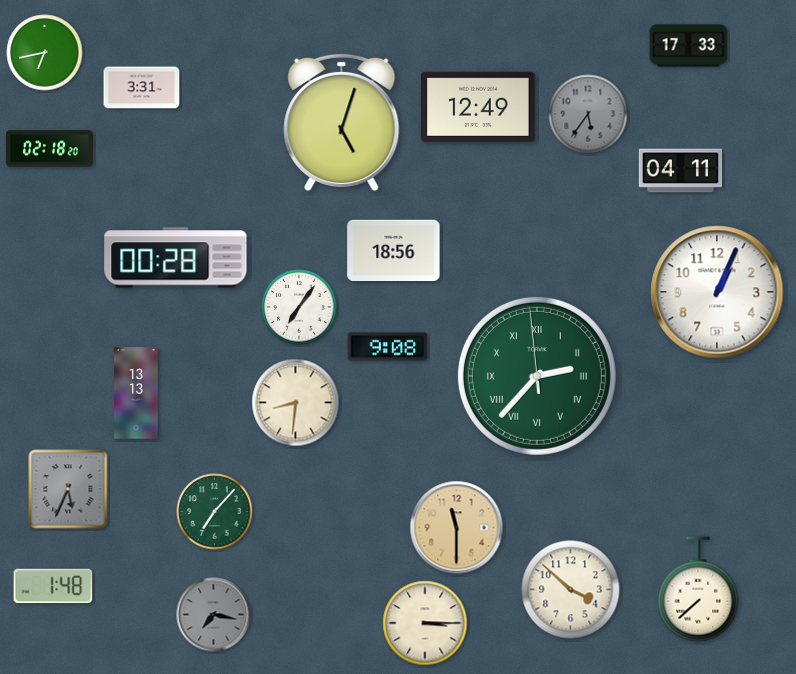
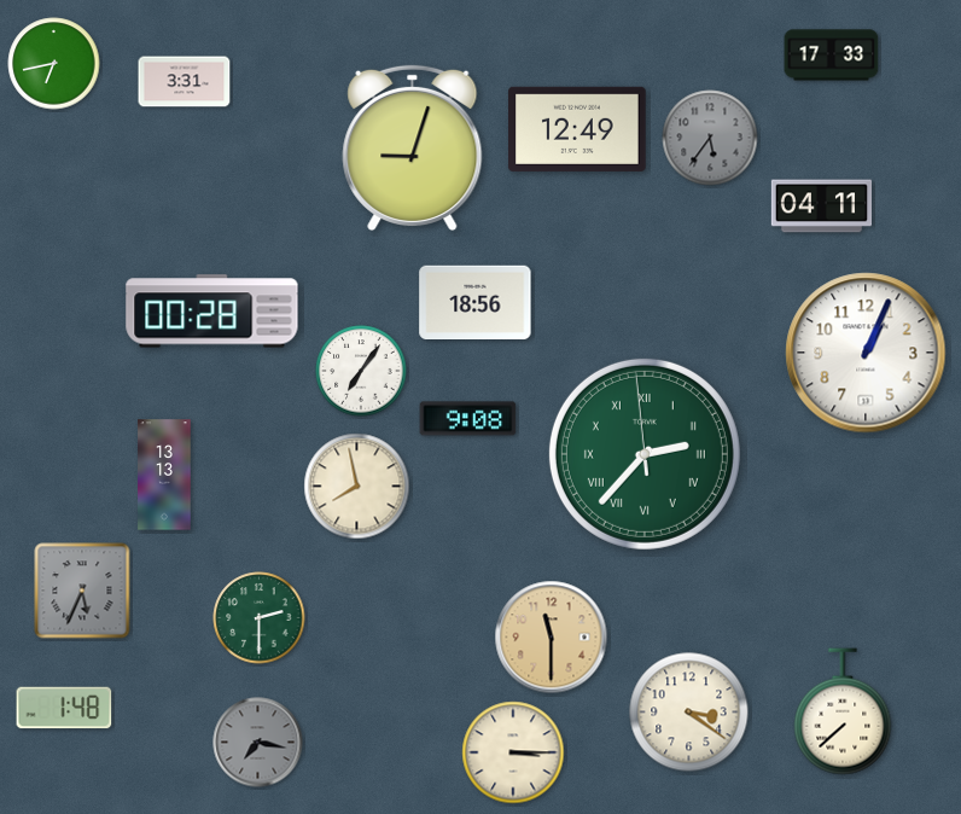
clock at (142, 88) position: (142, 88) -> (185, 82)
clock at (342, 123): 5:03 -> 9:03
clock at (49, 149): 02:18 -> none
clock at (537, 376) position: (537, 376) -> (645, 454)
clock at (296, 403): 8:31 -> 7:58
clock at (215, 512): 7:07 -> 2:30
clock at (571, 590): 3:52 -> 3:21
